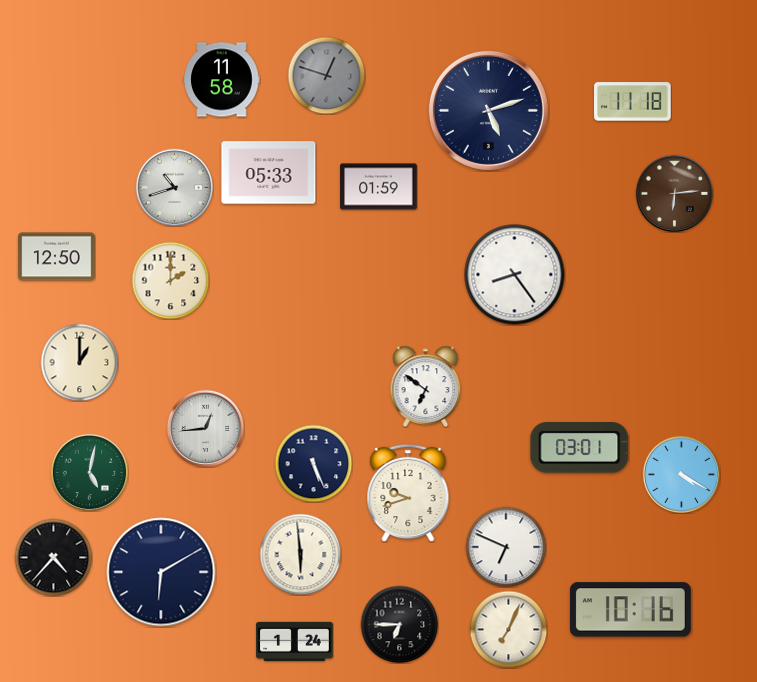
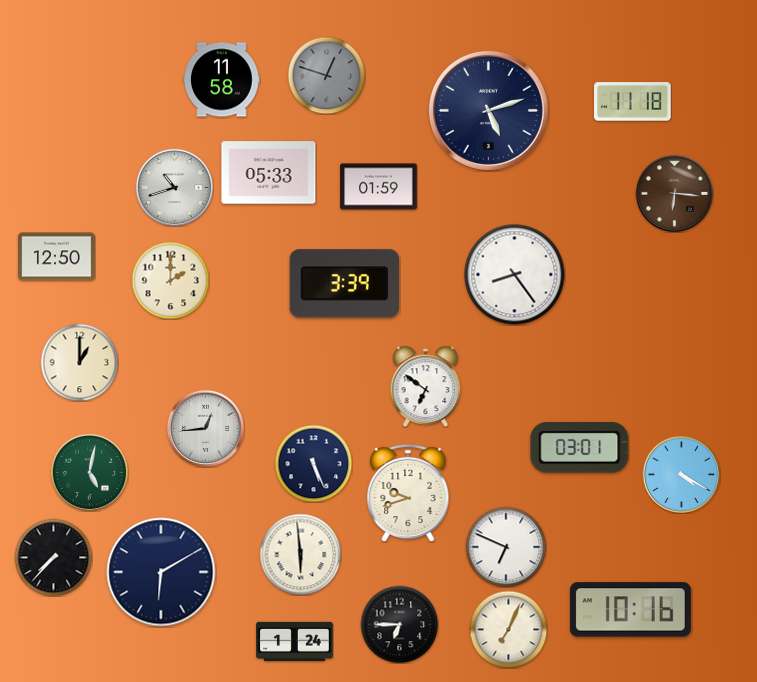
clock at (674, 193): 6:14 -> 6:16
clock at (344, 284): none -> 3:39
clock at (53, 557): 4:37 -> 7:37
